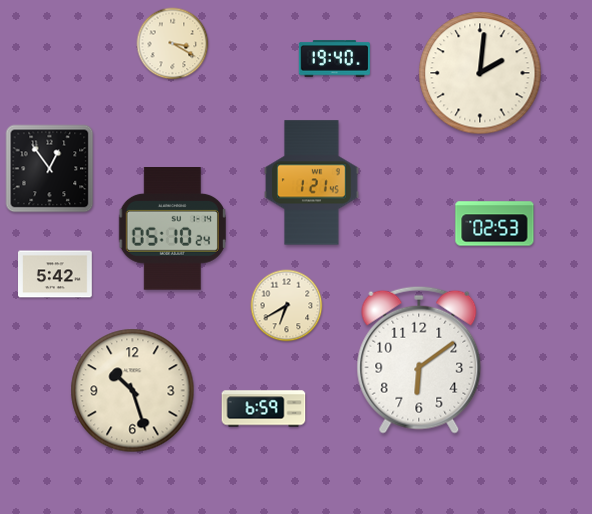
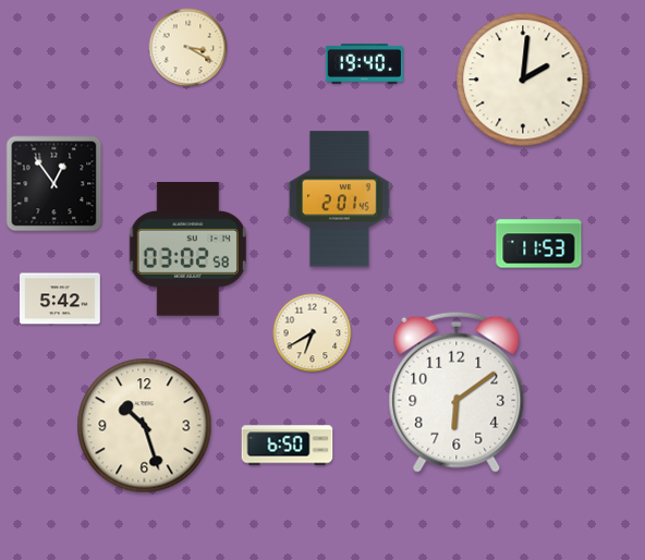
clock at (312, 183): 1:21 -> 2:01
clock at (495, 224): 02:53 -> 11:53
clock at (172, 229): 05:10 -> 03:02
clock at (264, 409): 6:59 -> 6:50
